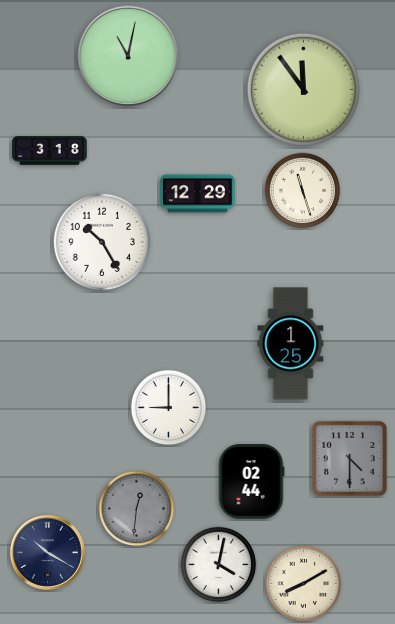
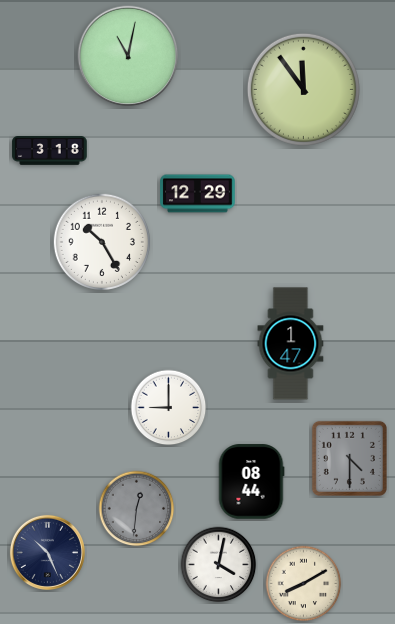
clock at (303, 191): 11:27 -> none
clock at (291, 344): 1:25 -> 1:47
clock at (251, 482): 02:44 -> 08:44
clock at (47, 552): 10:20 -> 10:26
